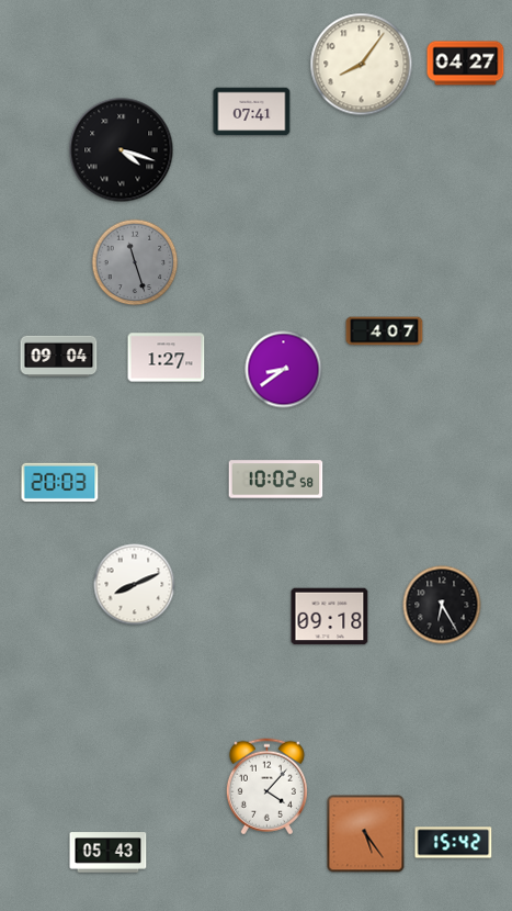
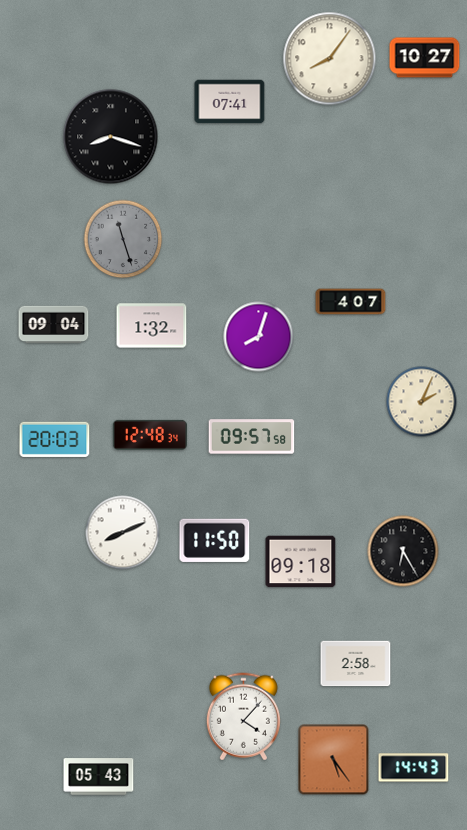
clock at (466, 64): 04:27 -> 10:27
clock at (122, 150): 4:18 -> 8:18
clock at (167, 358): 1:27 -> 1:32
clock at (284, 370): 8:39 -> 8:03
clock at (422, 402): none -> 2:04
clock at (150, 435): none -> 12:48
clock at (276, 480): 10:02 -> 09:57
clock at (215, 540): none -> 11:50
clock at (356, 664): none -> 2:58
clock at (454, 843): 15:42 -> 14:43
